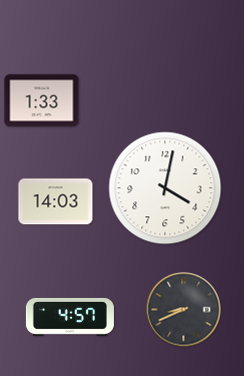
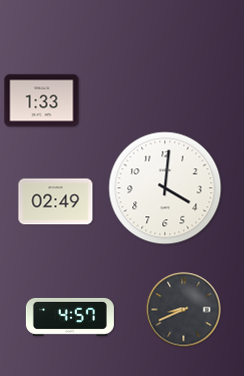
clock at (165, 188): 4:02 -> 4:01
clock at (56, 202): 14:03 -> 02:49
